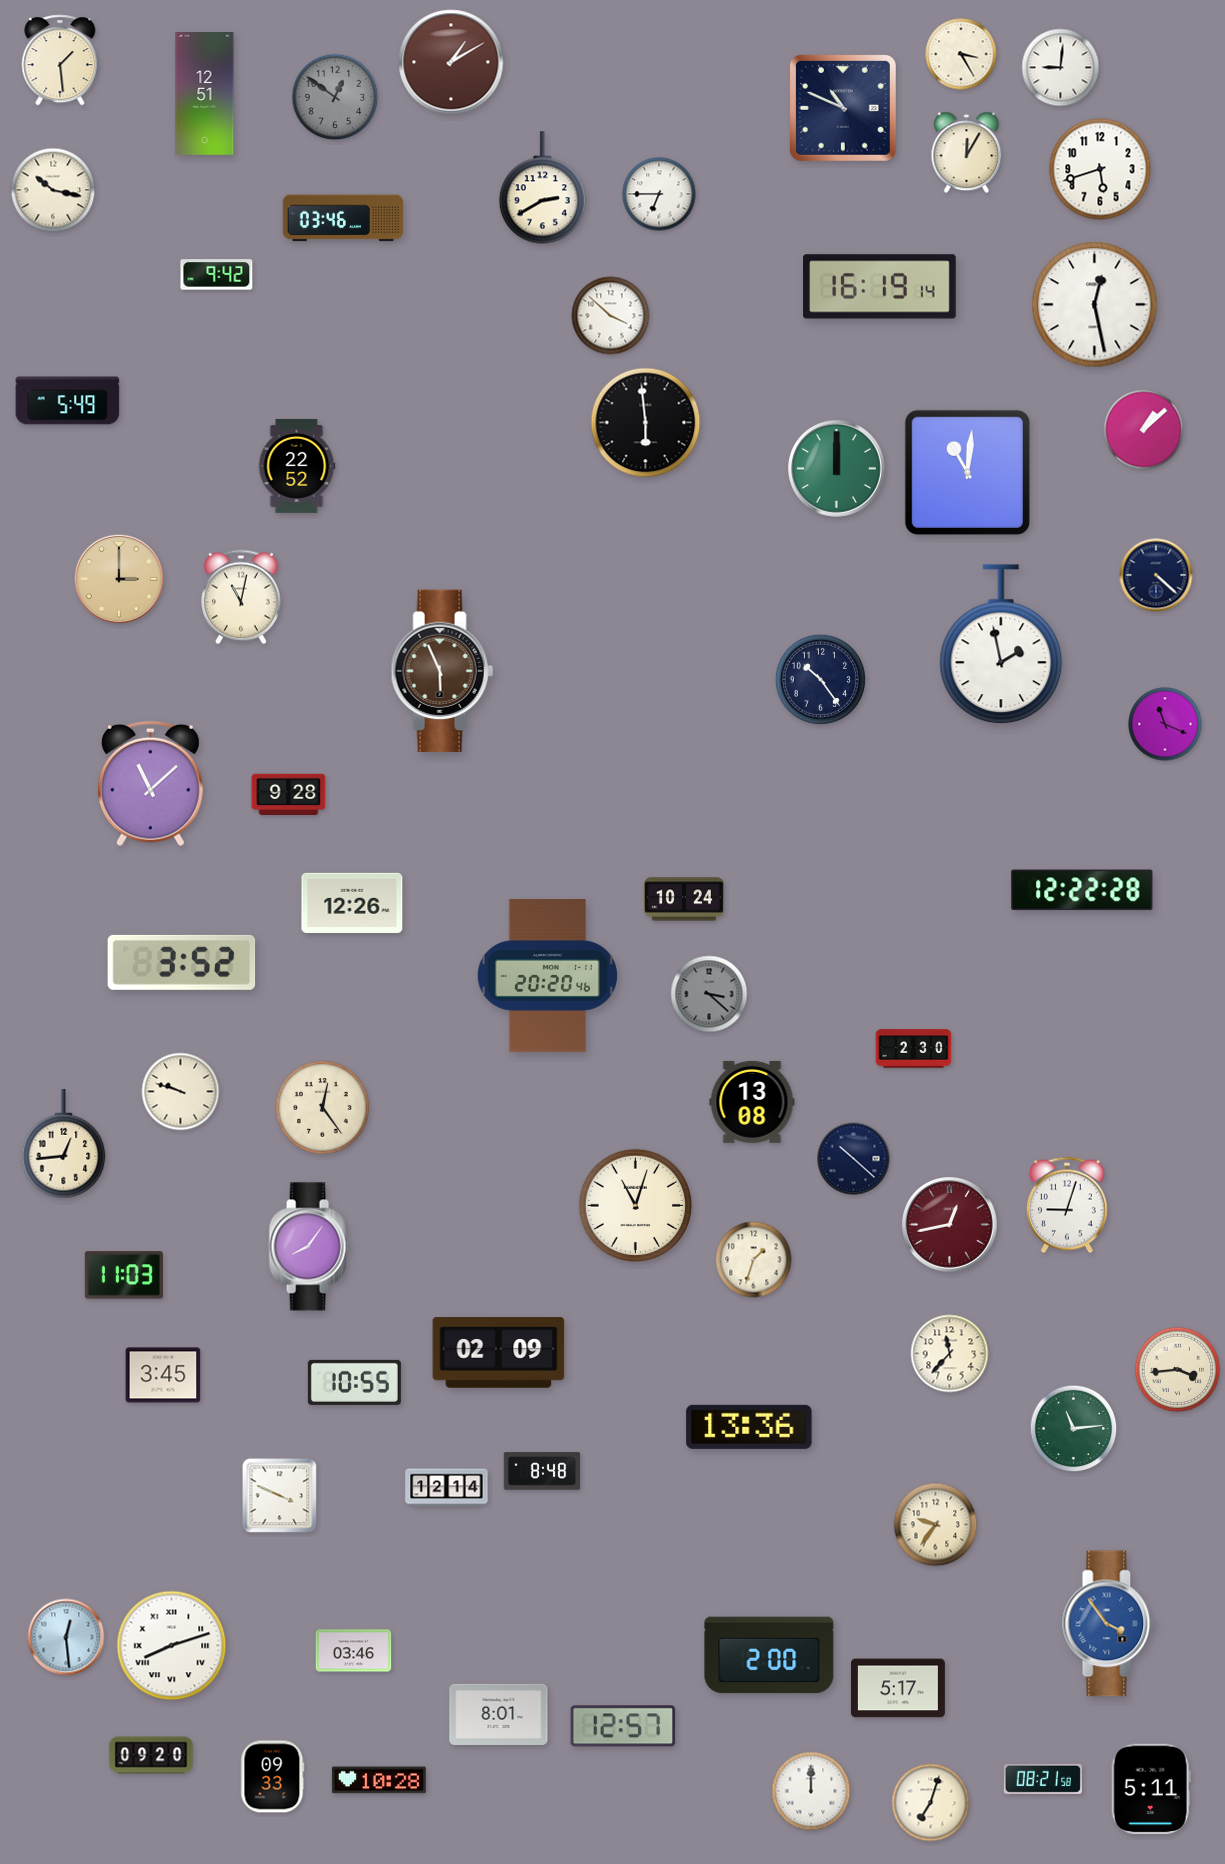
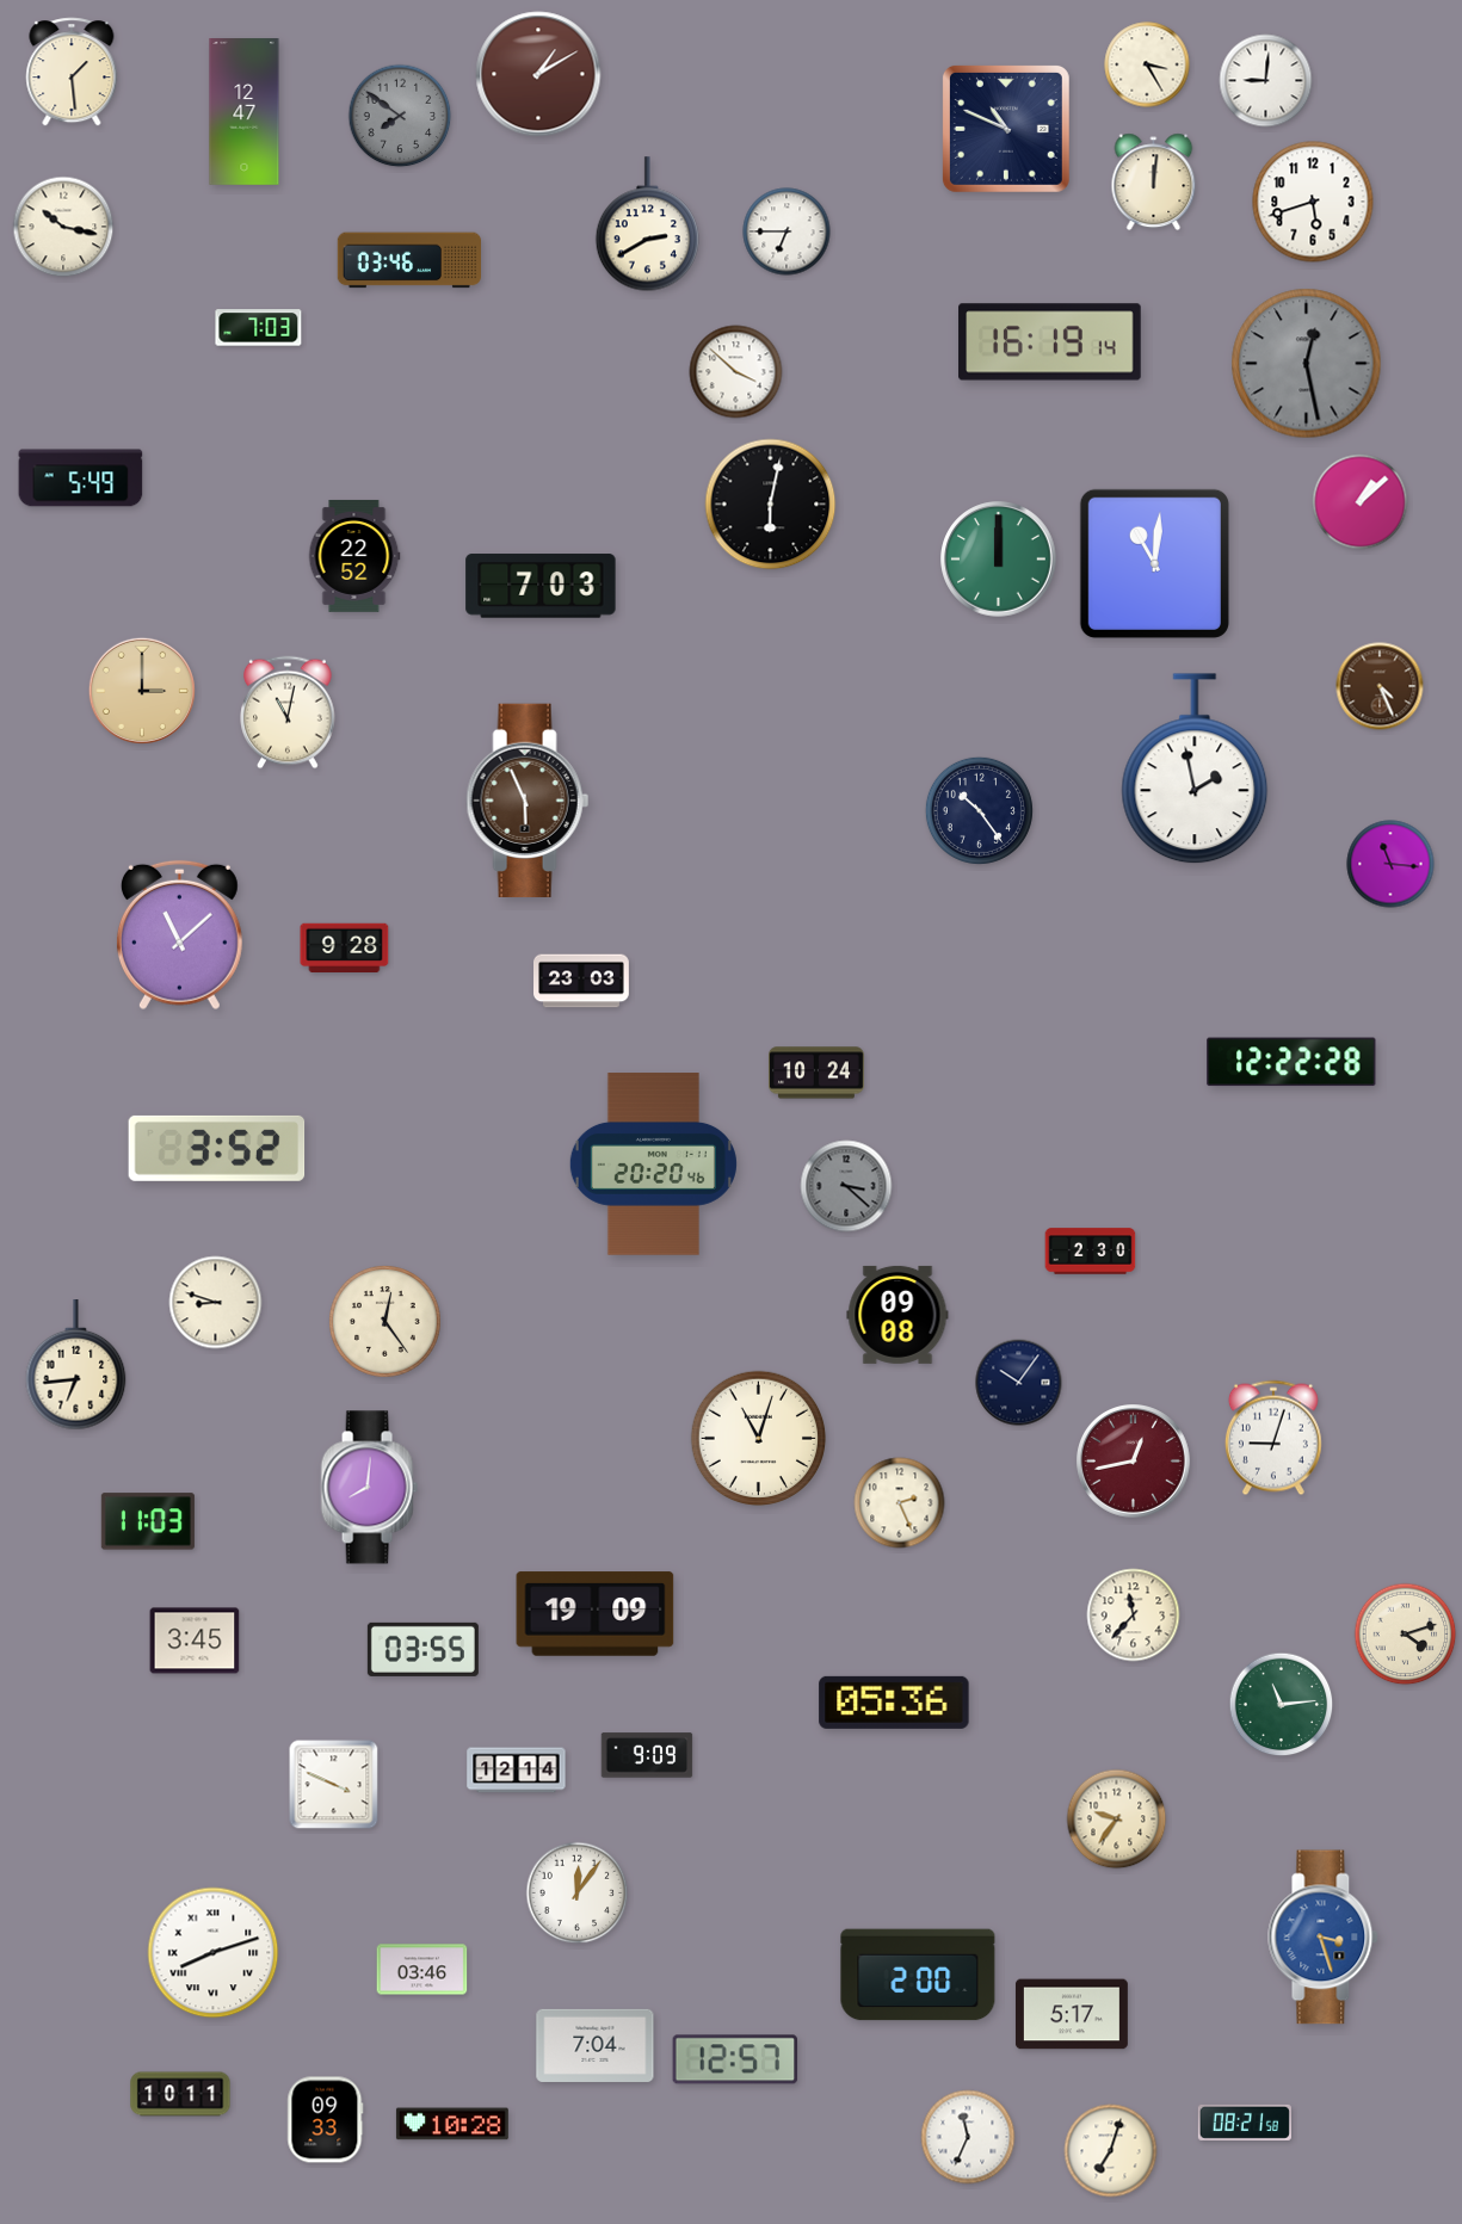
clock at (205, 94): 12:51 -> 12:47
clock at (335, 97): 12:51 -> 7:51
clock at (967, 153): 12:05 -> 12:01
clock at (217, 275): 9:42 -> 7:03
clock at (1095, 305) dial: white -> grey
clock at (611, 316) position: (611, 316) -> (736, 372)
clock at (646, 423): 5:59 -> 6:02
clock at (1144, 430) position: (1144, 430) -> (1361, 502)
clock at (541, 586): none -> 7:03
clock at (1156, 575): 4:22 -> 4:26
clock at (1156, 575) dial: navy -> brown
clock at (1165, 724): 11:19 -> 11:16
clock at (582, 981): none -> 23:03
clock at (352, 903): 12:26 -> none
clock at (181, 1092): 9:48 -> 8:48
clock at (752, 1102): 13:08 -> 09:08
clock at (64, 1145): 12:44 -> 6:44
clock at (854, 1159): 10:22 -> 10:06
clock at (309, 1247): 8:06 -> 8:01
clock at (754, 1260): 1:33 -> 2:26
clock at (499, 1353): 02:09 -> 19:09
clock at (1178, 1370): 3:44 -> 4:12
clock at (354, 1382): 10:55 -> 03:55
clock at (749, 1427): 13:36 -> 05:36
clock at (542, 1471): 8:48 -> 9:09
clock at (447, 1488) position: (447, 1488) -> (517, 1771)
clock at (578, 1894): none -> 12:06
clock at (1109, 1624): 3:54 -> 3:27
clock at (66, 1637): 12:29 -> none
clock at (172, 1646) position: (172, 1646) -> (214, 1953)
clock at (499, 1714): 8:01 -> 7:04
clock at (623, 1726) position: (623, 1726) -> (735, 2059)
clock at (151, 1755): 09:20 -> 10:11
clock at (1151, 1789): 5:11 -> none
clock at (811, 1791): 12:00 -> 11:34
